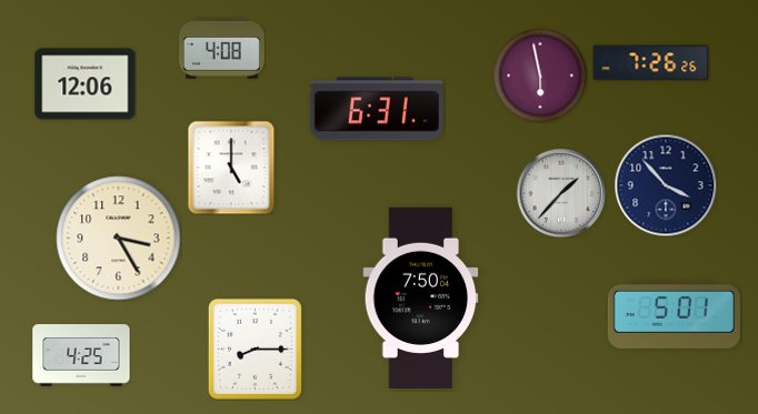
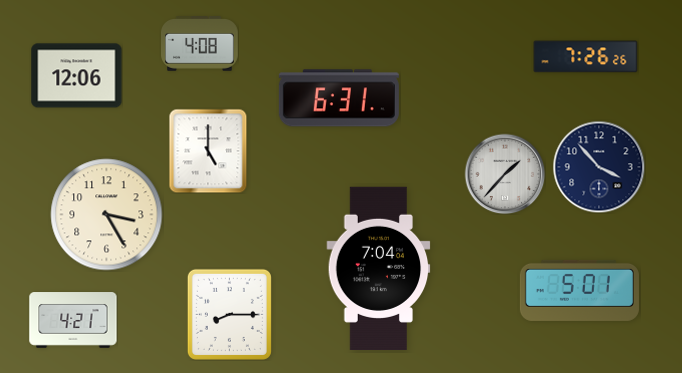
clock at (540, 75): 5:58 -> none
clock at (421, 297): 7:50 -> 7:04
clock at (674, 314) position: (674, 314) -> (579, 290)
clock at (81, 355): 4:25 -> 4:21
